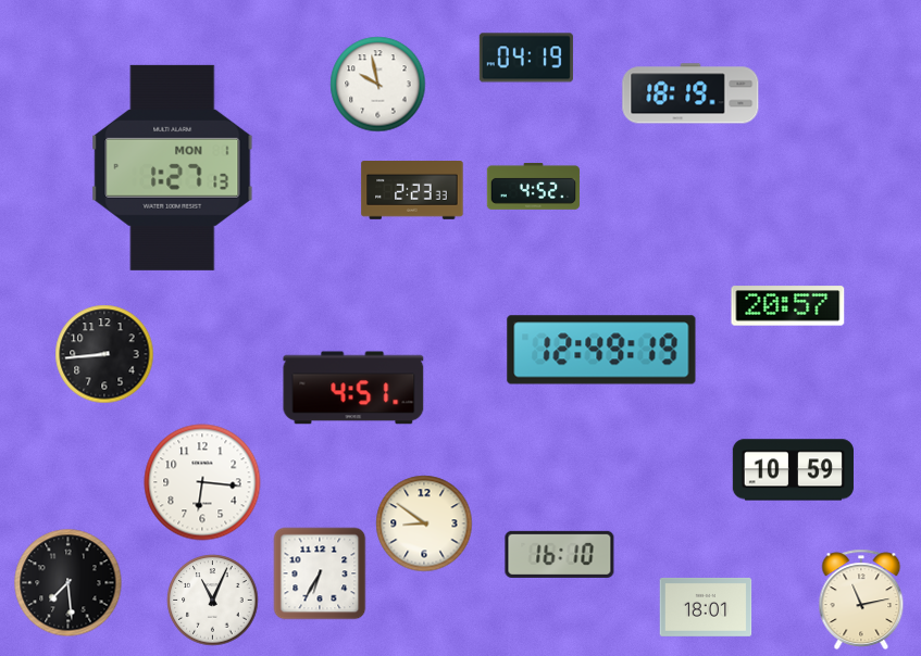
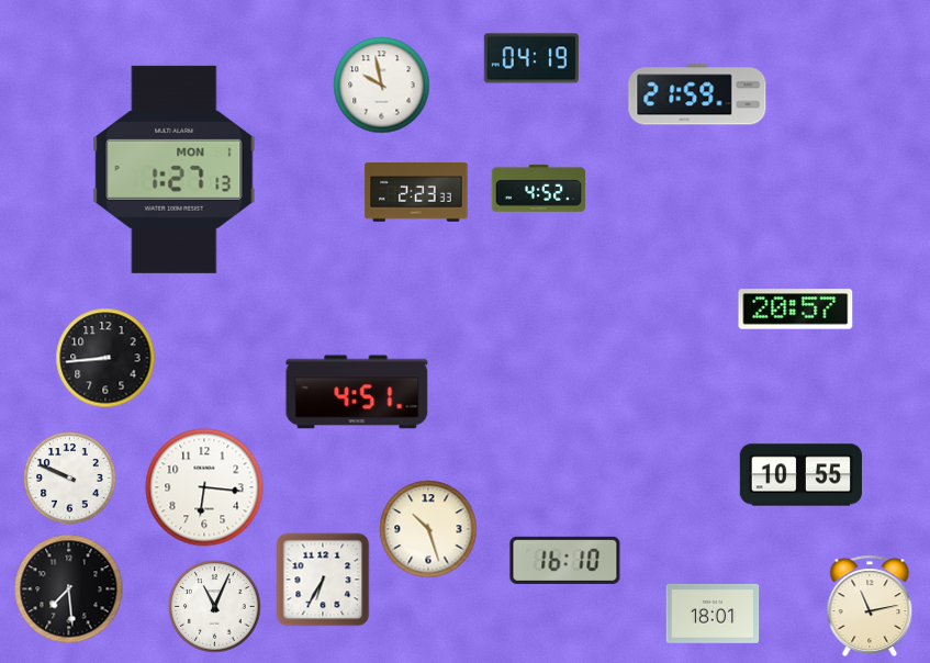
clock at (690, 93): 18:19 -> 21:59
clock at (601, 350): 12:49 -> none
clock at (793, 470): 10:59 -> 10:55
clock at (70, 479): none -> 9:49
clock at (424, 523): 8:51 -> 10:27
